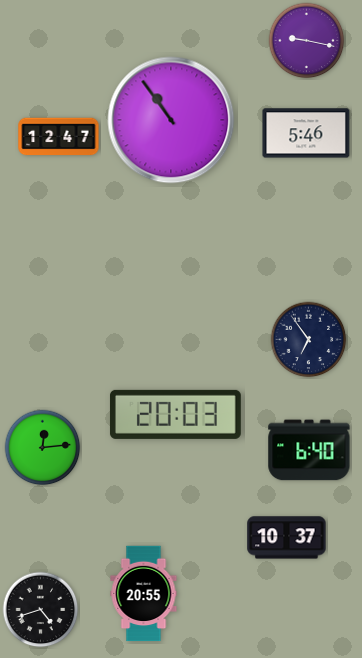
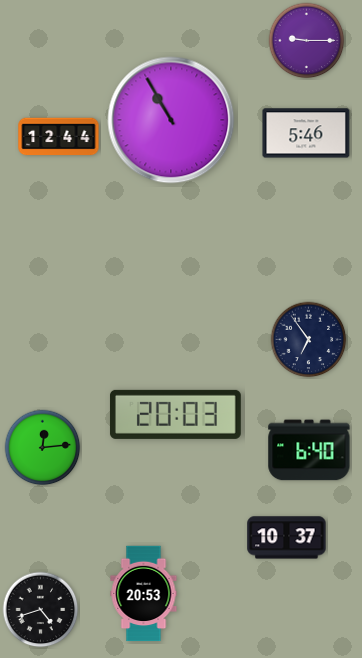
clock at (307, 41): 9:17 -> 9:15
clock at (171, 120): 10:54 -> 10:55
clock at (59, 137): 12:47 -> 12:44
clock at (144, 594): 20:55 -> 20:53
